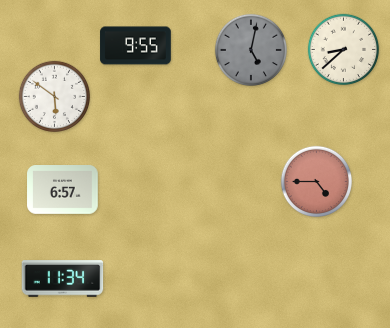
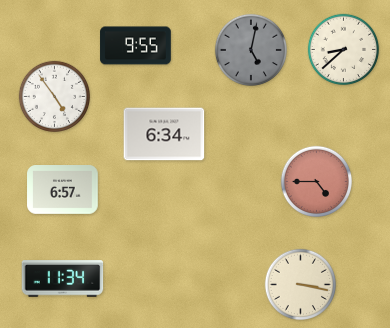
clock at (54, 96): 5:51 -> 4:54
clock at (164, 134): none -> 6:34
clock at (300, 284): none -> 3:17
